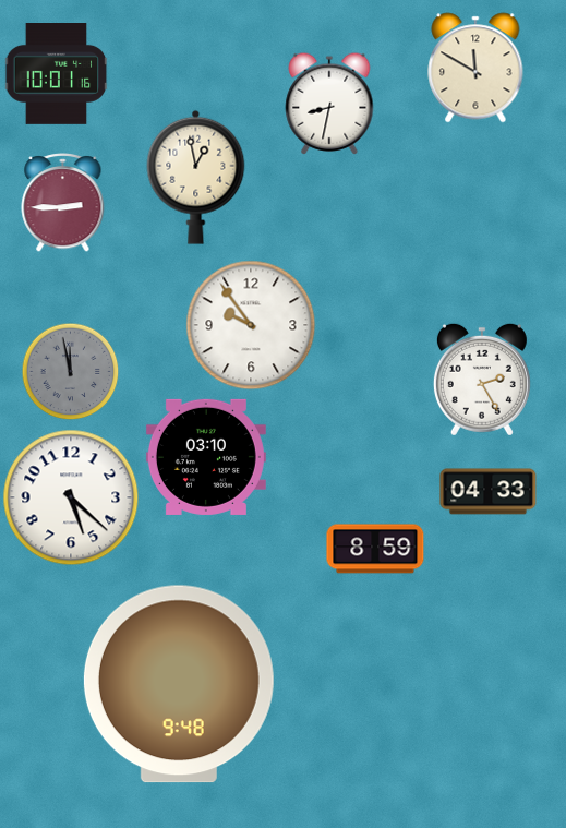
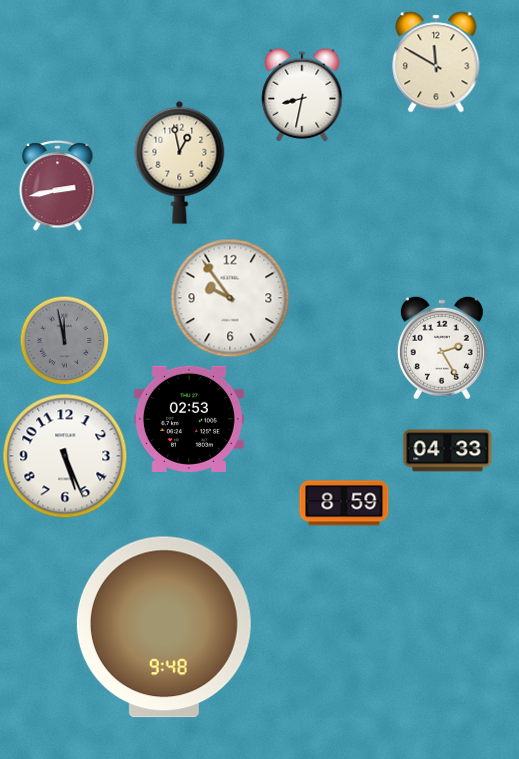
clock at (56, 74): 10:01 -> none
clock at (63, 203): 2:45 -> 2:43
clock at (206, 457): 03:10 -> 02:53
clock at (71, 497): 5:22 -> 5:26
